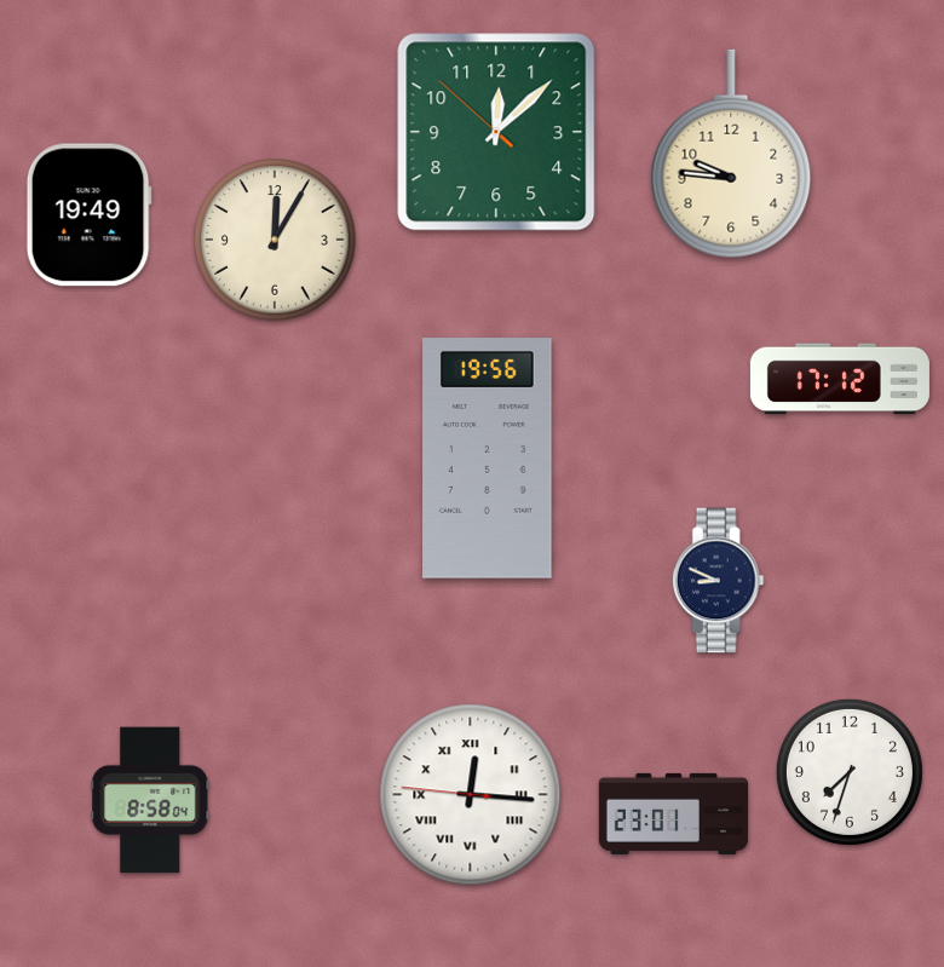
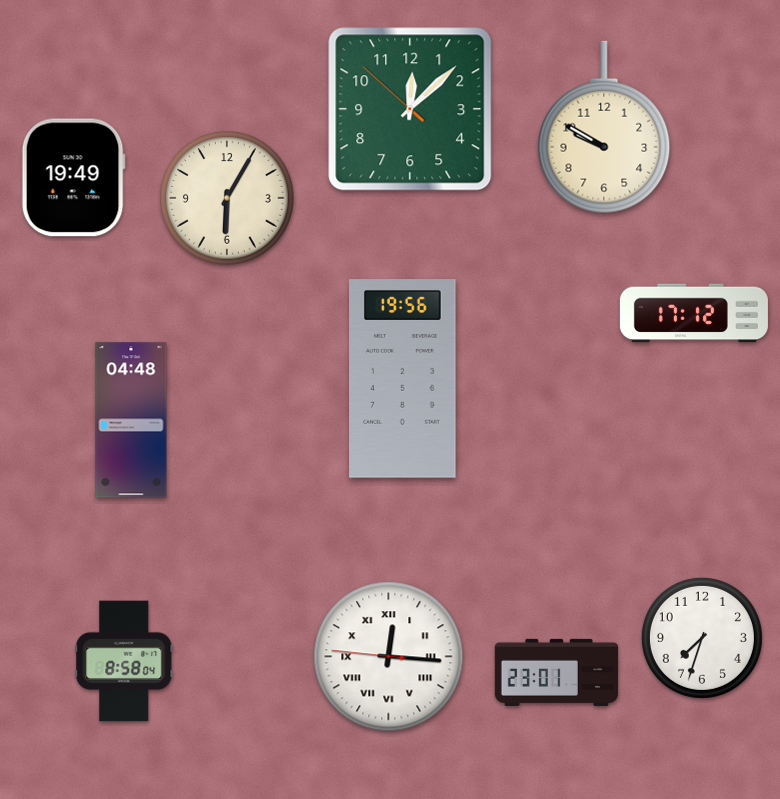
clock at (731, 154): 9:46 -> 9:50
clock at (275, 240): 12:05 -> 6:05
clock at (131, 420): none -> 04:48
clock at (718, 581): 8:49 -> none
